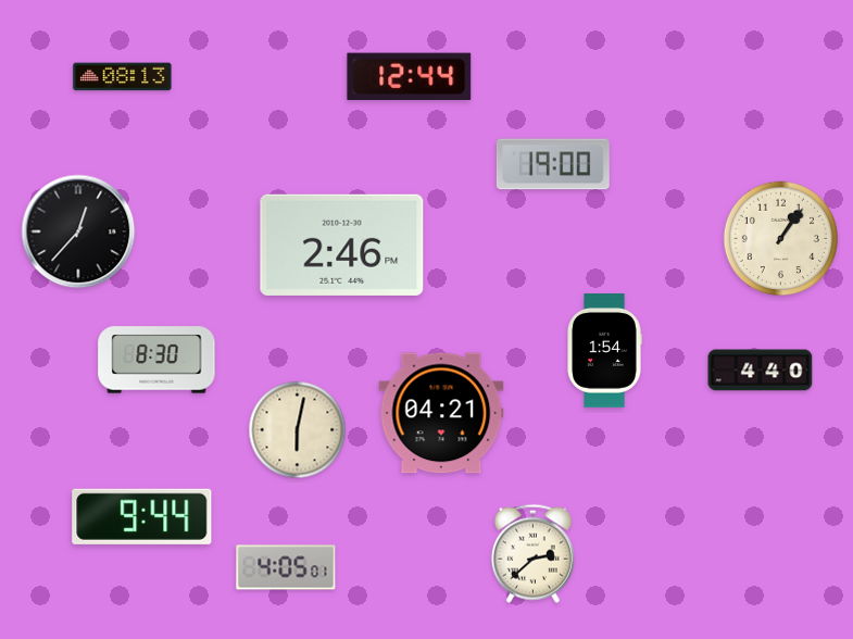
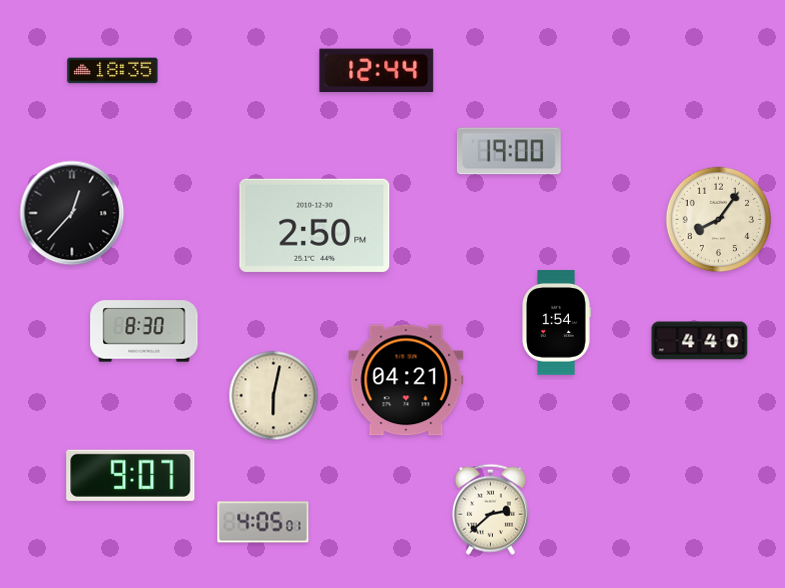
clock at (123, 77): 08:13 -> 18:35
clock at (781, 239): 1:06 -> 8:06
clock at (342, 245): 2:46 -> 2:50
clock at (142, 516): 9:44 -> 9:07
